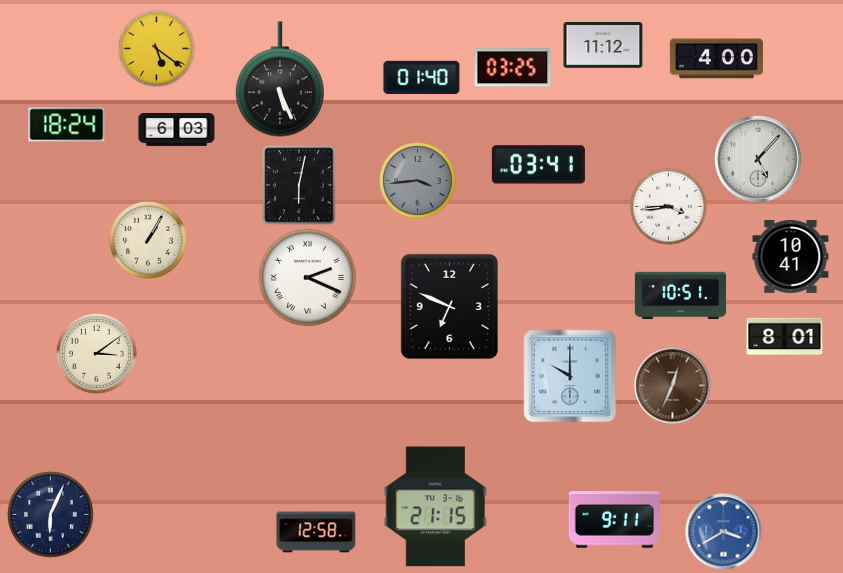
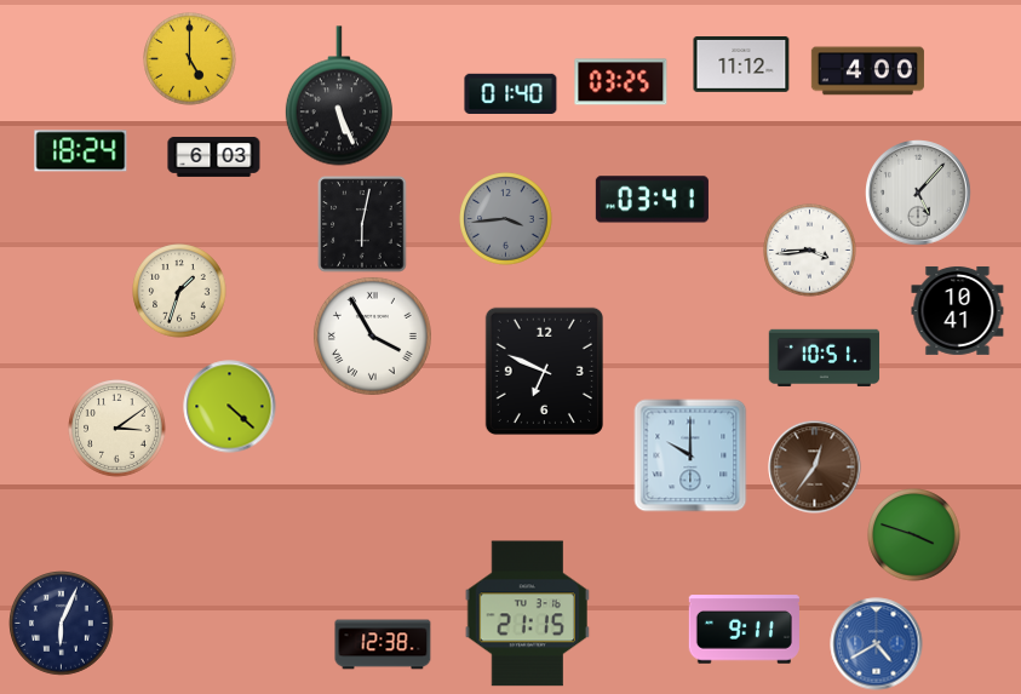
clock at (603, 46) position: (603, 46) -> (741, 65)
clock at (157, 49): 5:21 -> 5:00
clock at (148, 240): 1:05 -> 1:33
clock at (307, 277): 2:19 -> 3:55
clock at (230, 407): none -> 4:22
clock at (785, 337): 8:01 -> none
clock at (673, 386): 12:34 -> 12:36
clock at (914, 535): none -> 3:48
clock at (316, 532): 12:58 -> 12:38
clock at (724, 532): 3:40 -> 4:40
